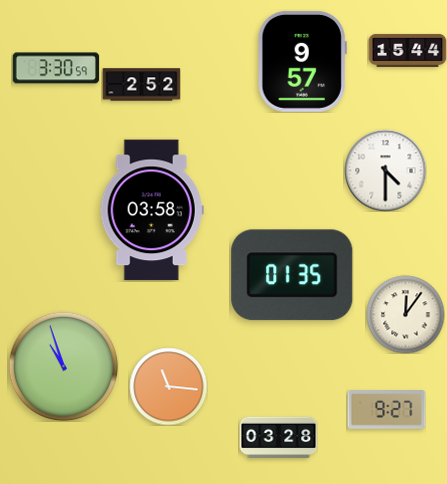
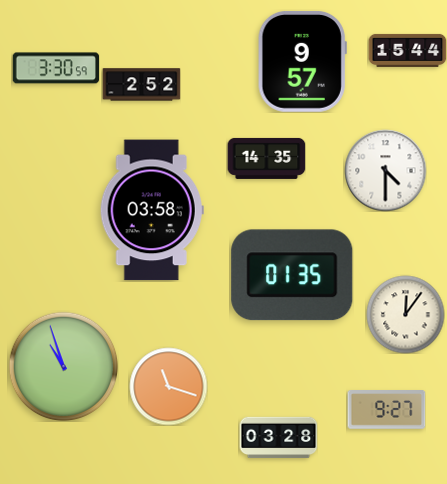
clock at (266, 158): none -> 14:35
clock at (168, 386): 11:16 -> 11:18
